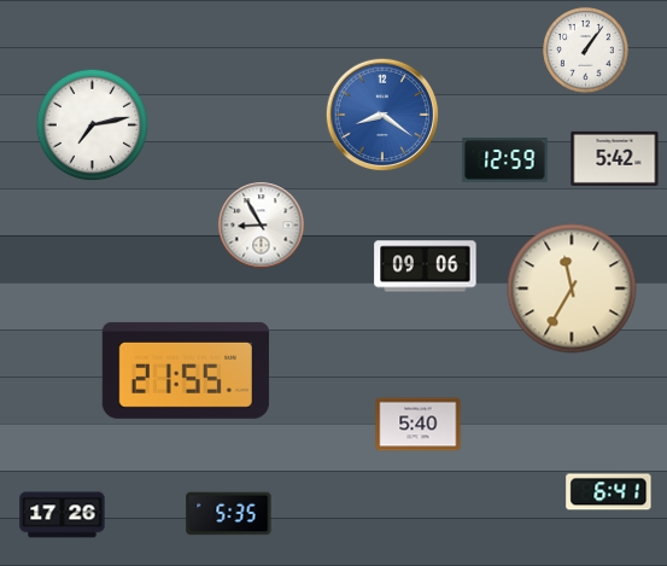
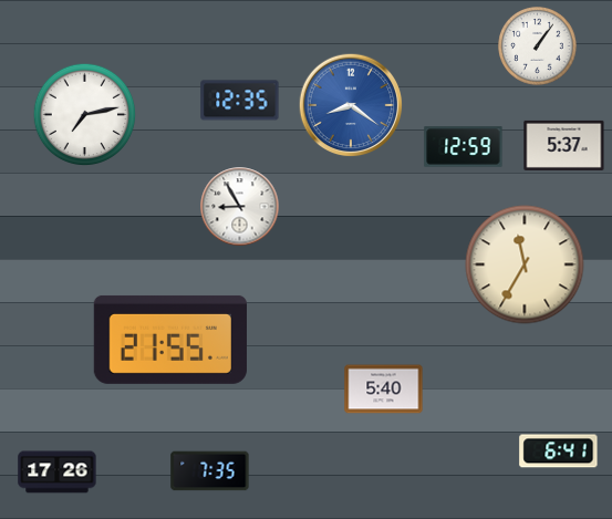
clock at (240, 101): none -> 12:35
clock at (615, 158): 5:42 -> 5:37
clock at (426, 267): 09:06 -> none
clock at (229, 514): 5:35 -> 7:35
